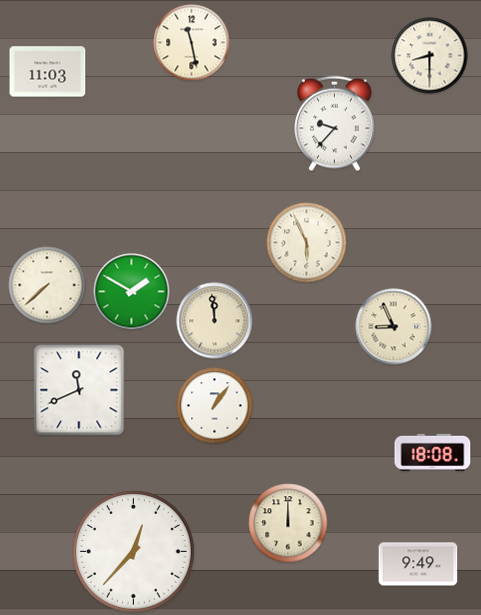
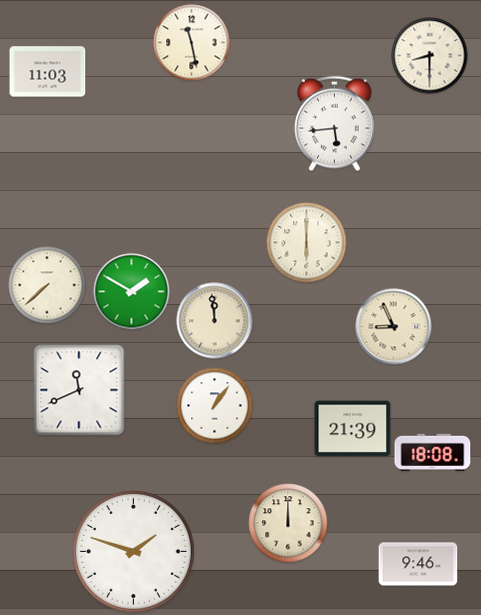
clock at (335, 124): 9:37 -> 5:44
clock at (307, 243): 5:56 -> 6:00
clock at (353, 429): none -> 21:39
clock at (134, 552): 12:37 -> 1:48
clock at (418, 564): 9:49 -> 9:46
